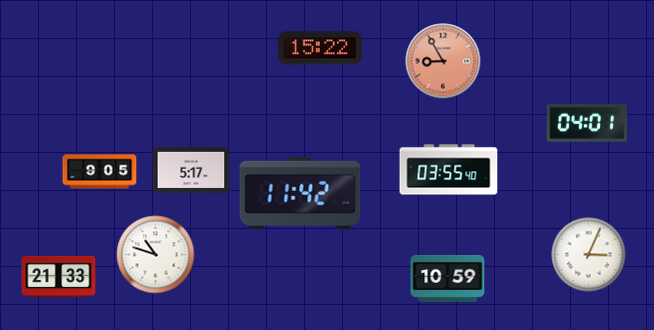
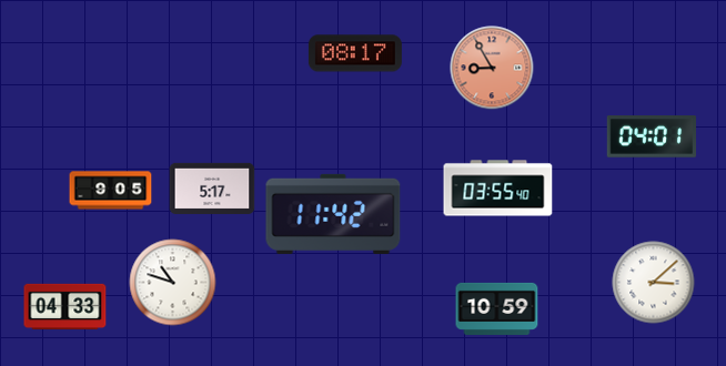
clock at (320, 48): 15:22 -> 08:17
clock at (589, 255): 3:04 -> 3:08
clock at (59, 277): 21:33 -> 04:33
